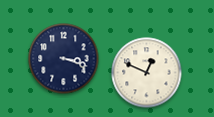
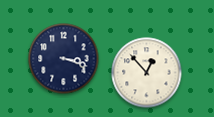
clock at (147, 73): 12:49 -> 12:53
